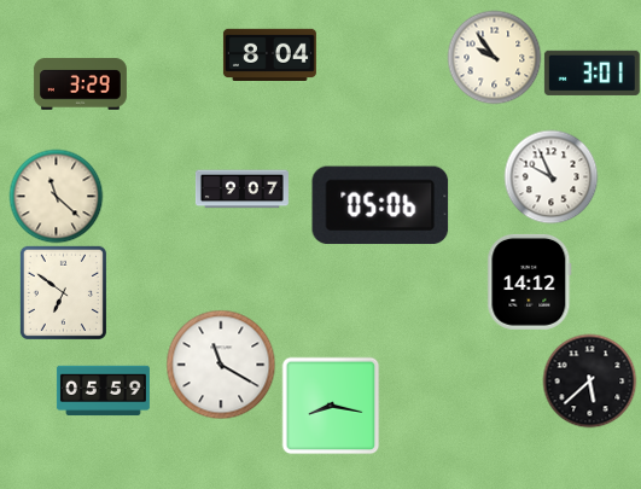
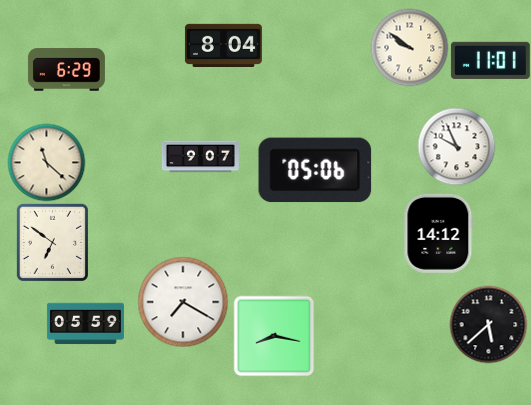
clock at (494, 57): 9:54 -> 9:51
clock at (592, 72): 3:01 -> 11:01
clock at (80, 85): 3:29 -> 6:29
clock at (221, 365): 11:20 -> 7:20
clock at (589, 380) position: (589, 380) -> (488, 324)
